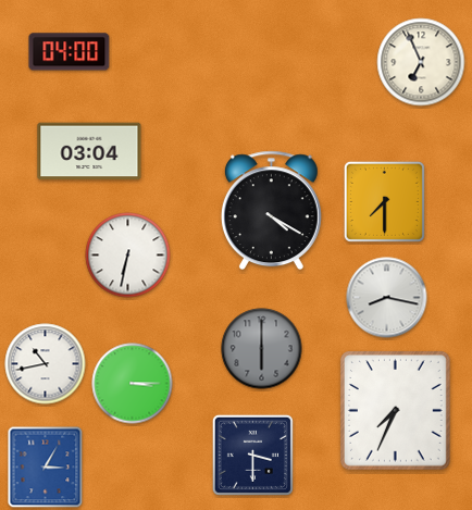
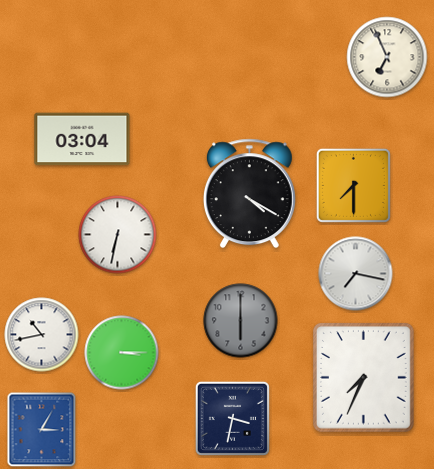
clock at (70, 52): 04:00 -> none
clock at (387, 298): 8:17 -> 7:17
clock at (252, 455): 3:30 -> 3:32
